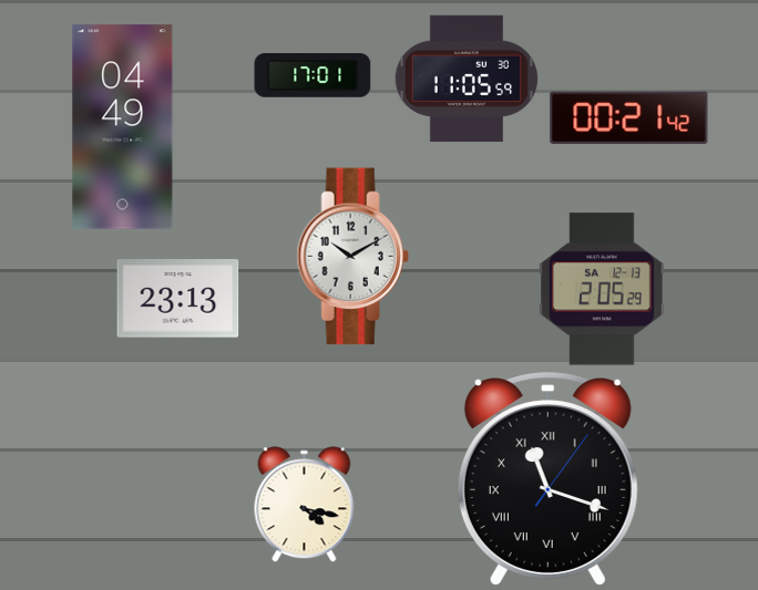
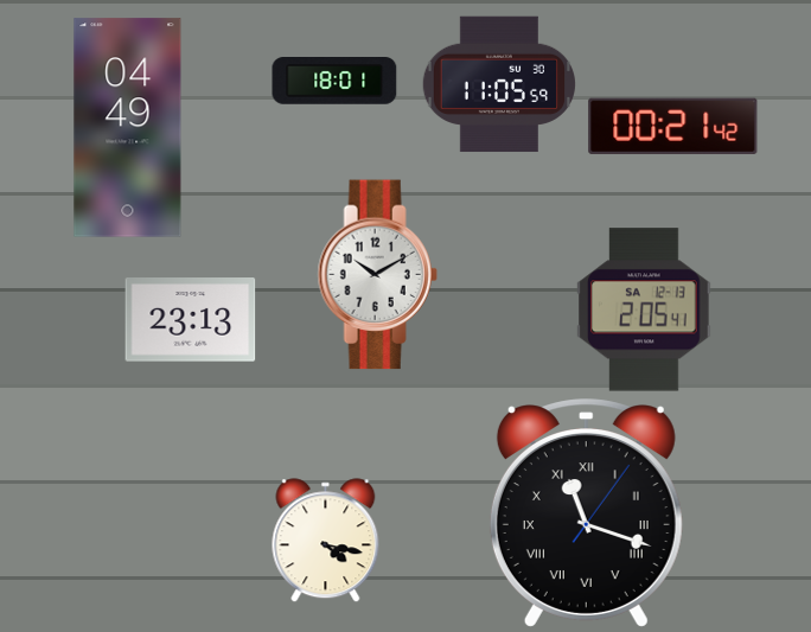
clock at (313, 76): 17:01 -> 18:01
clock at (123, 127) position: (123, 127) -> (128, 128)
clock at (602, 289): 2:05:29 -> 2:05:41
